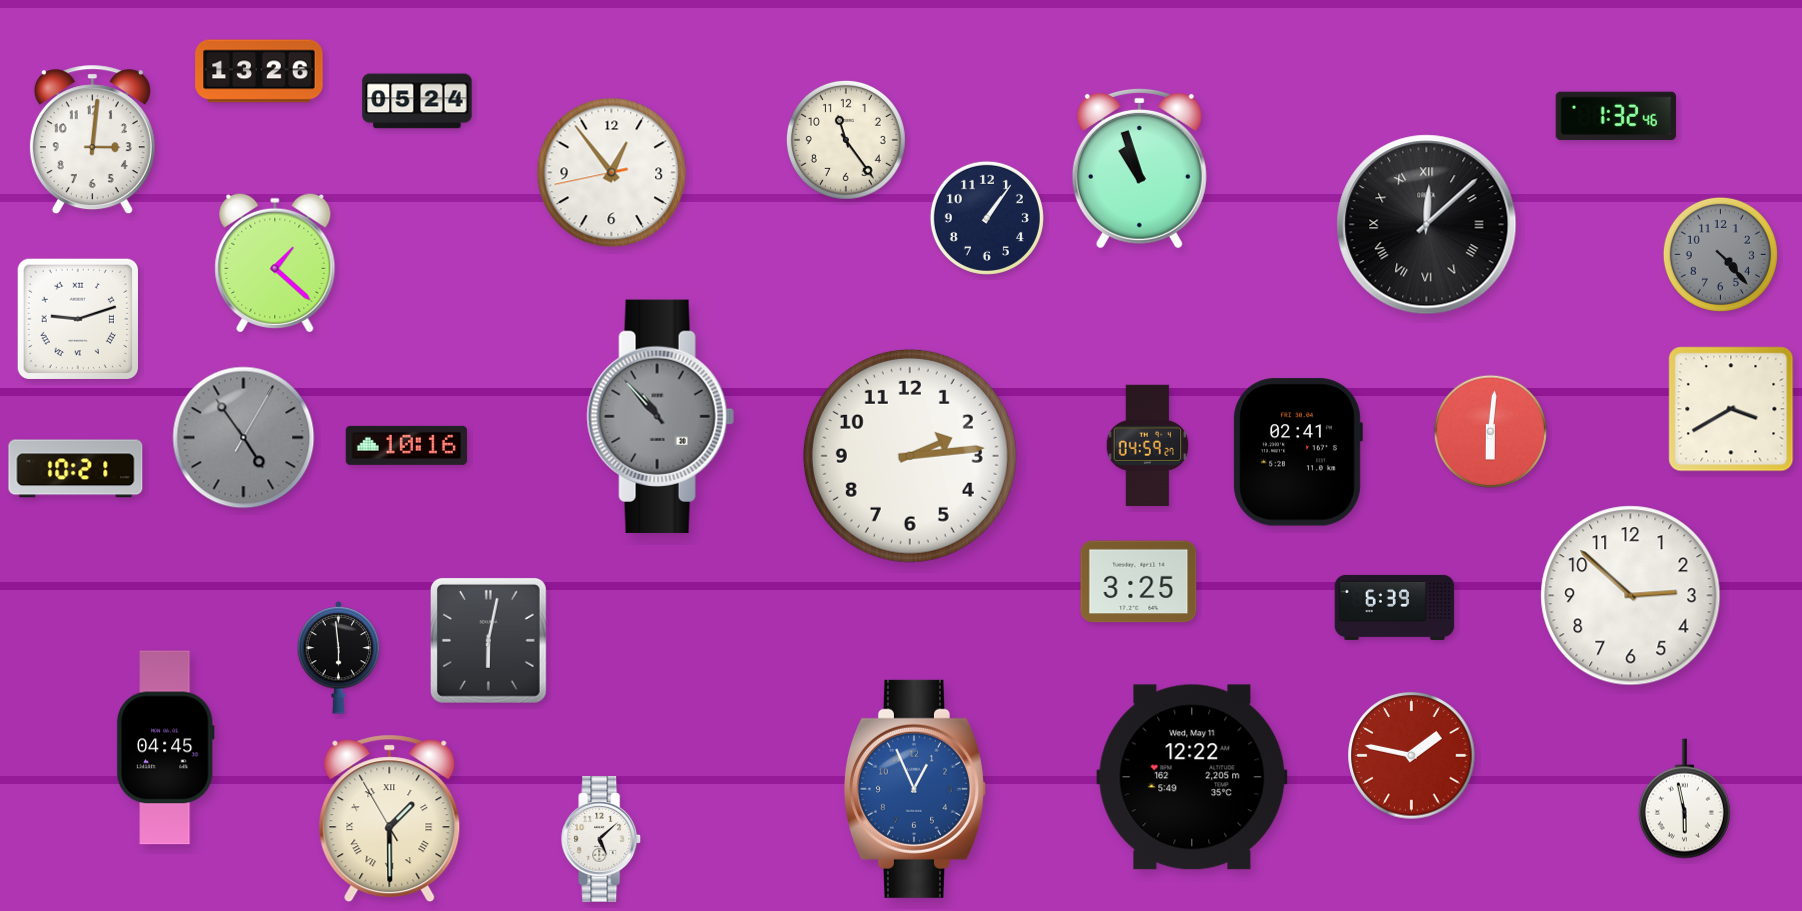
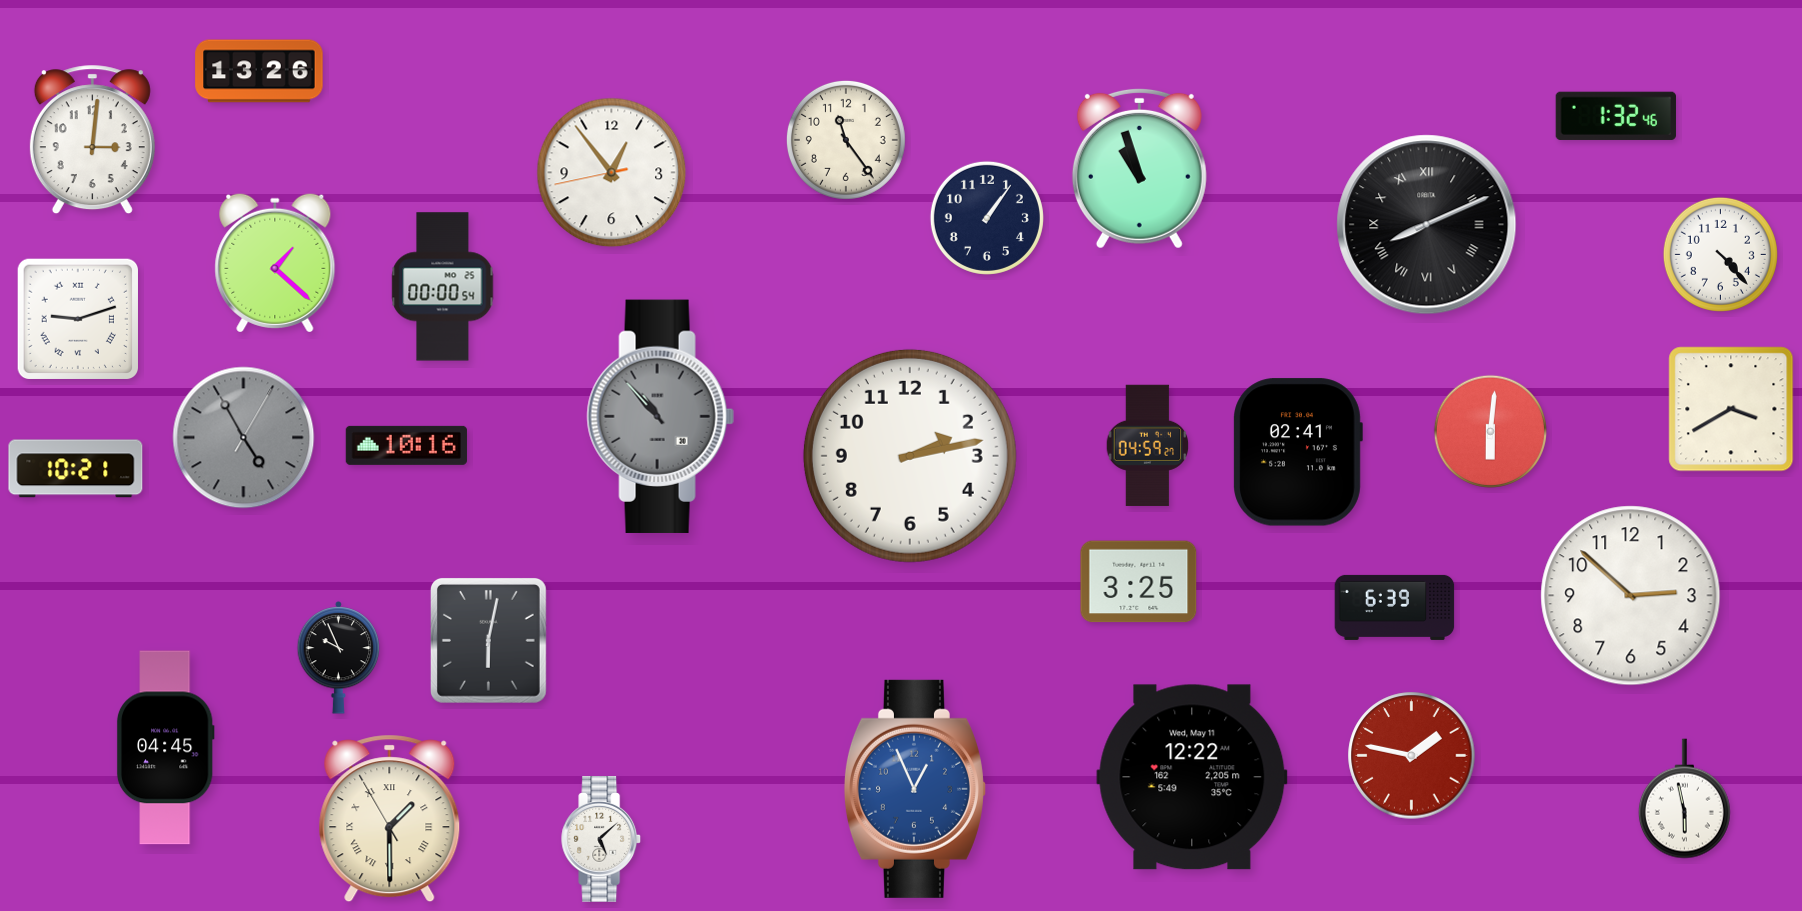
clock at (417, 101): 05:24 -> none
clock at (1427, 225): 12:08 -> 8:11
clock at (1720, 254) dial: grey -> white
clock at (443, 287): none -> 00:00
clock at (244, 438): 4:54 -> 4:55
clock at (910, 456): 2:14 -> 2:13
clock at (339, 657): 5:59 -> 9:56
